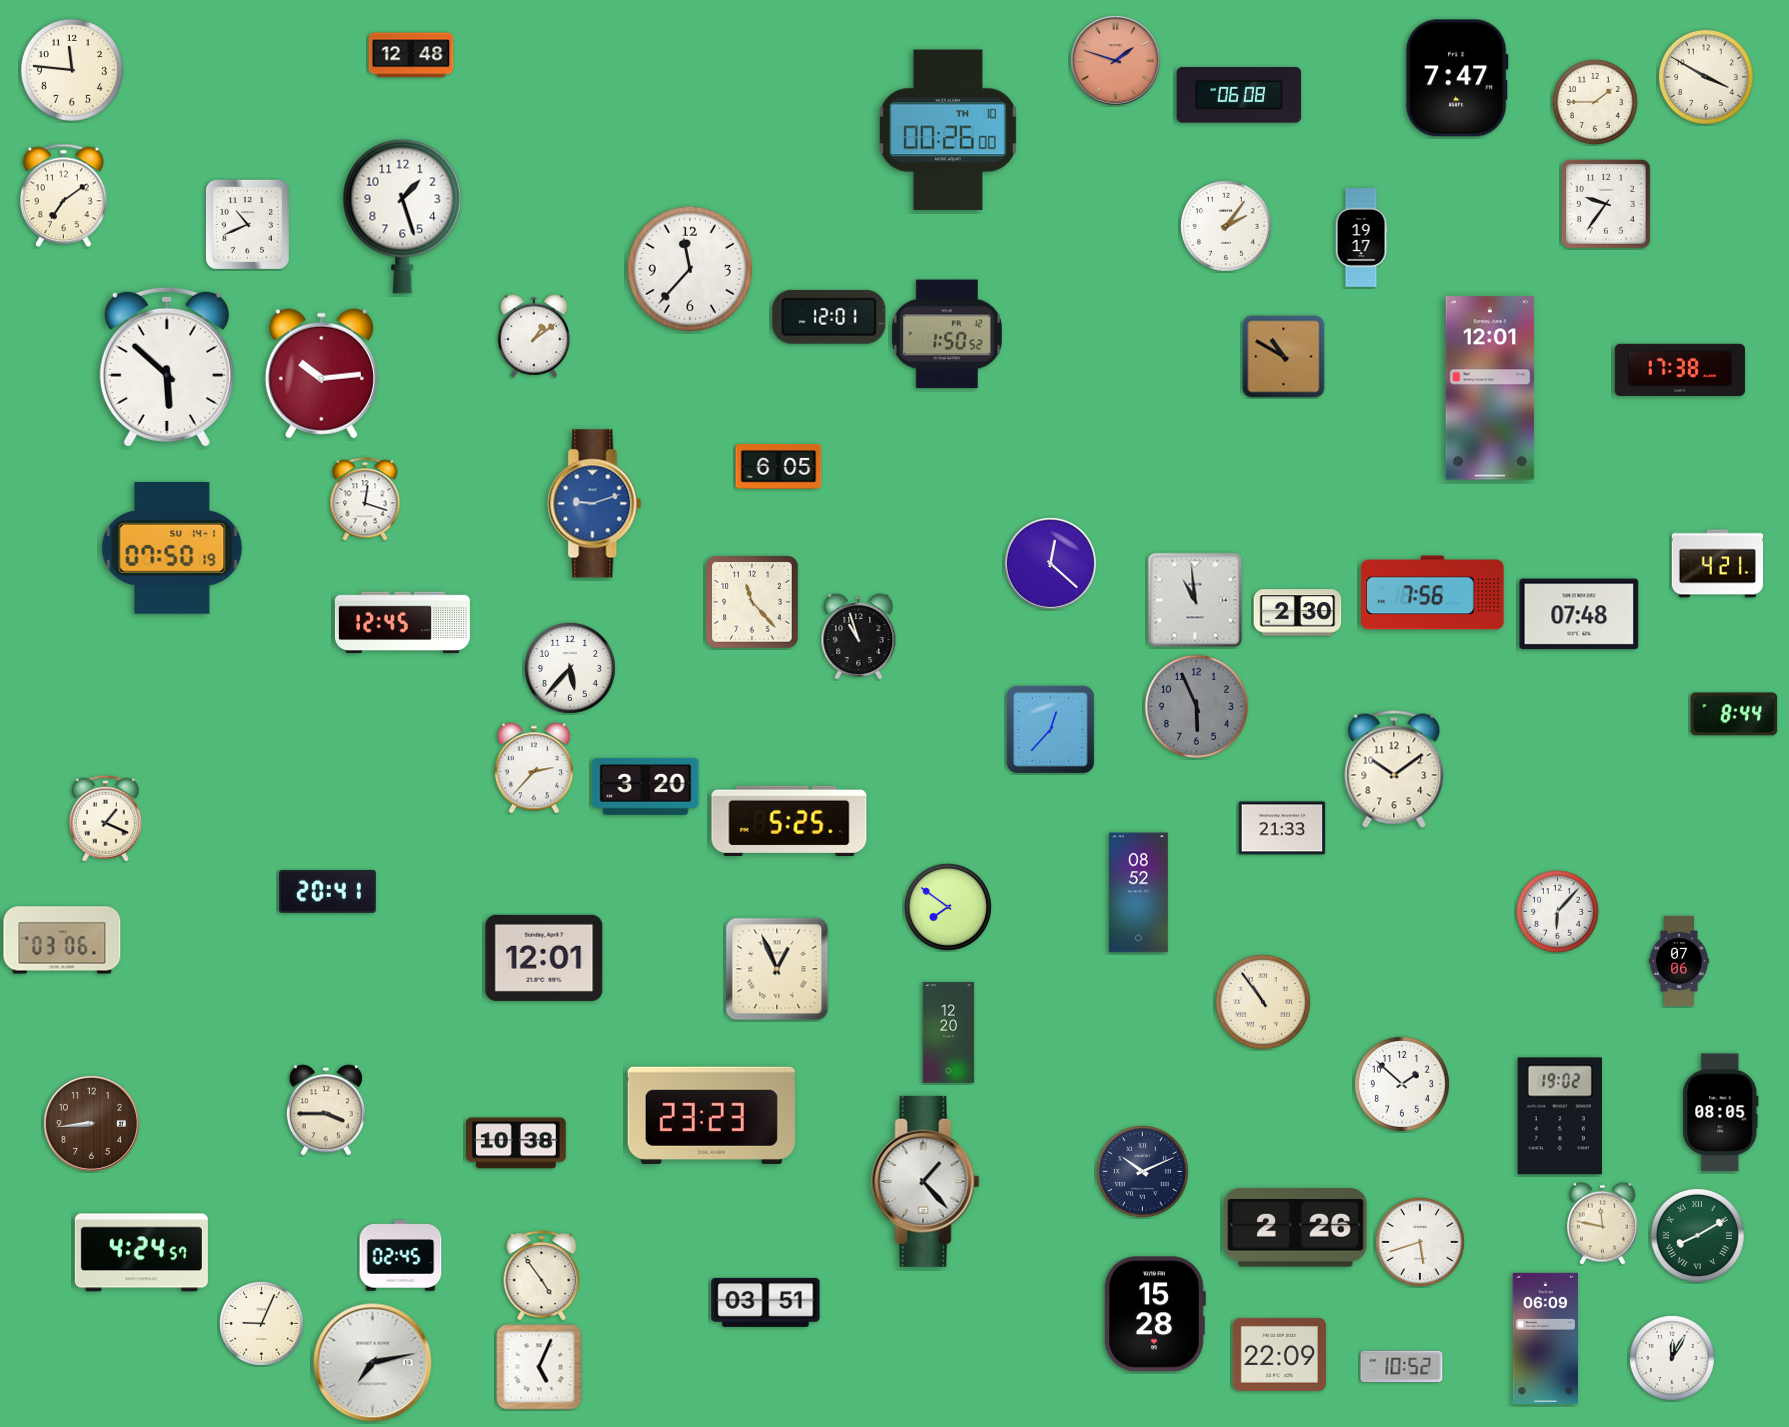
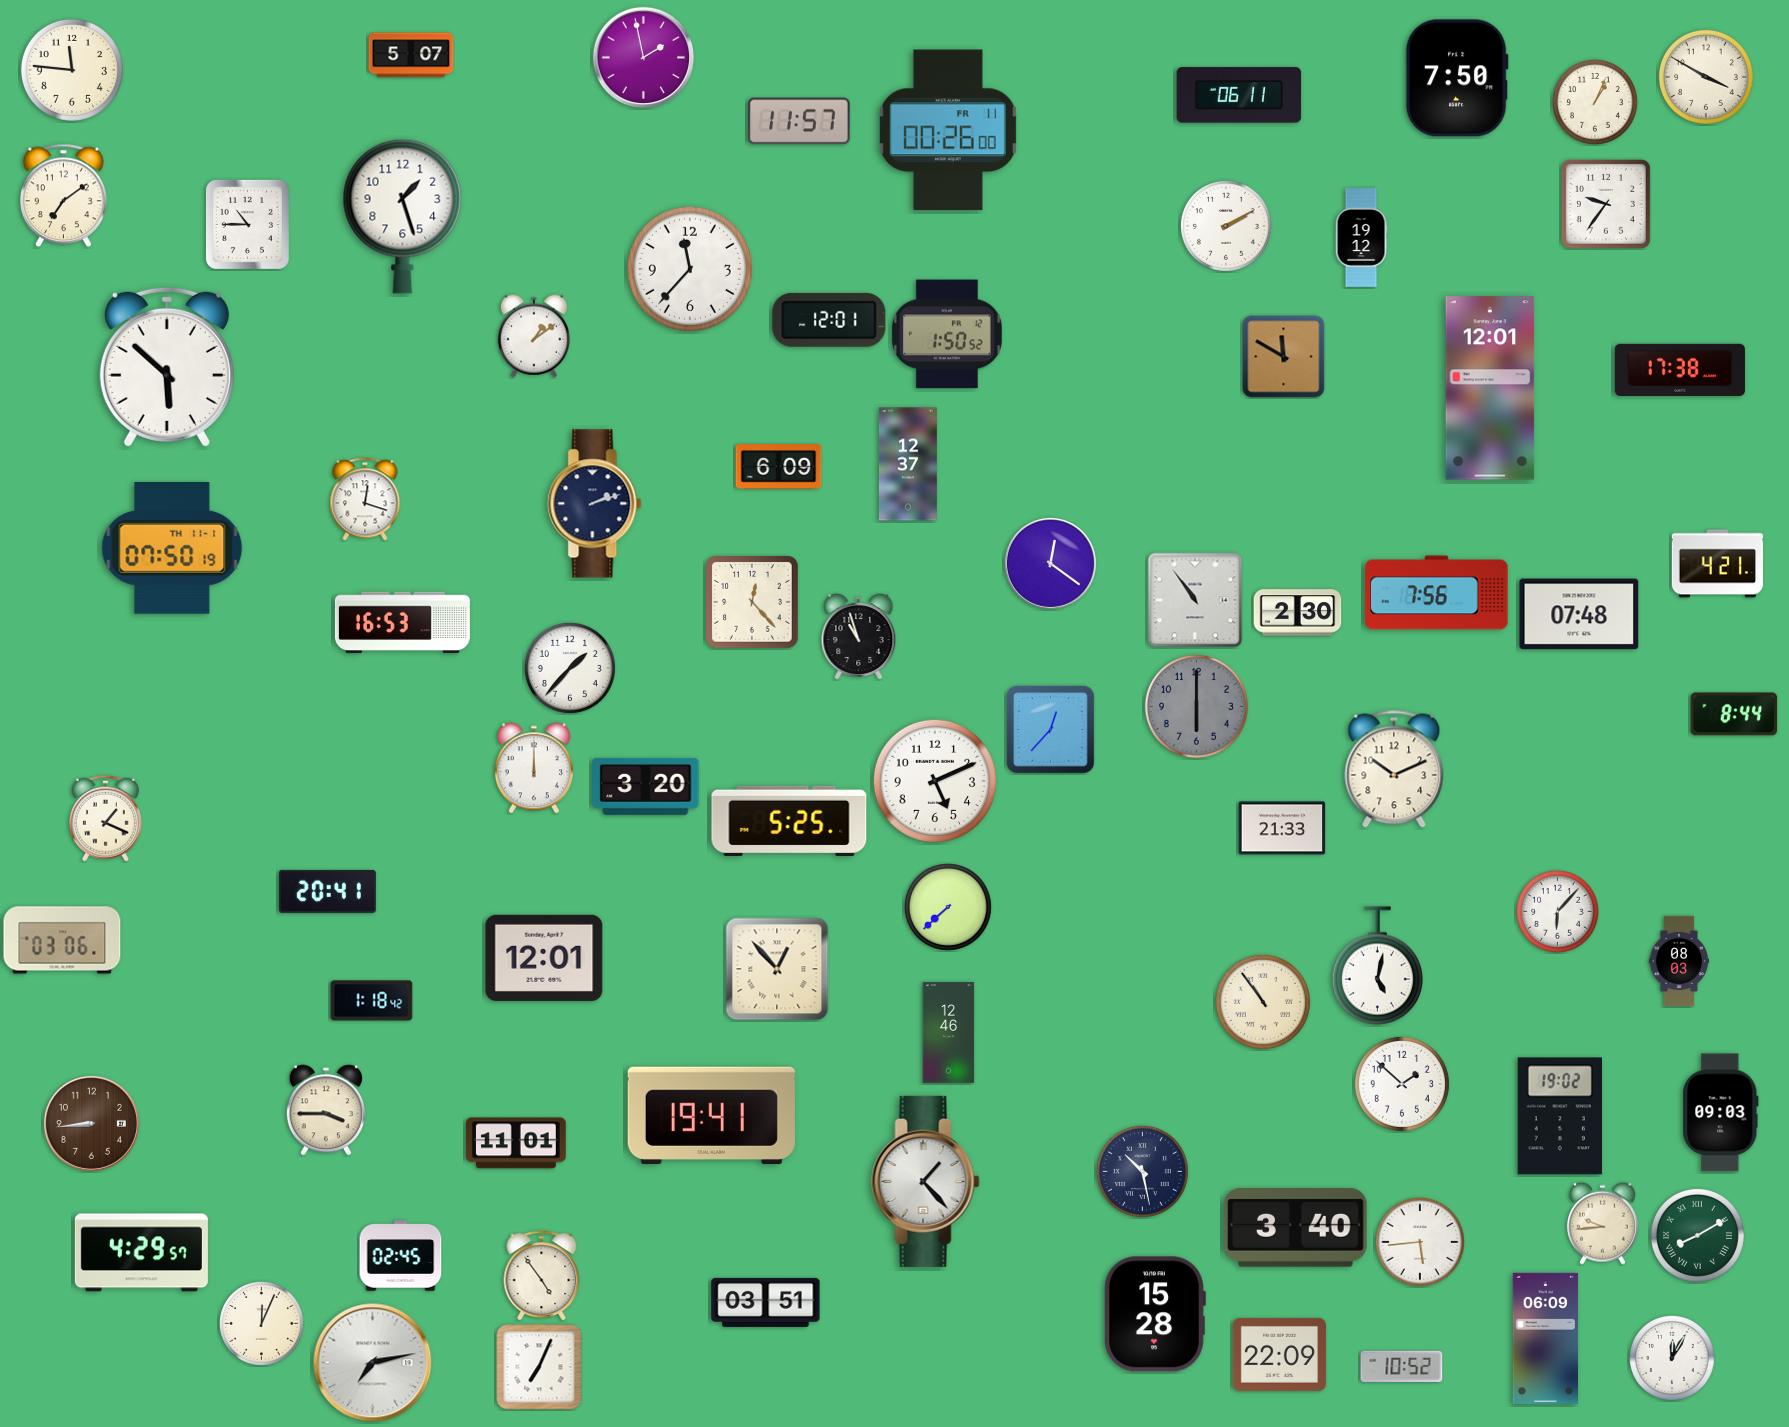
clock at (411, 55): 12:48 -> 5:07
clock at (643, 57): none -> 1:58
clock at (1115, 60): 1:48 -> none
clock at (1457, 78): 7:47 -> 7:50
clock at (1239, 95): 06:08 -> 06:11
clock at (1596, 103): 1:45 -> 1:04
clock at (799, 121): none -> 11:57
clock at (948, 130) date: TH 10 -> FR 11
clock at (247, 224): 10:41 -> 10:45
clock at (1226, 226): 2:06 -> 2:10
clock at (1361, 238): 19:17 -> 19:12
clock at (829, 317) position: (829, 317) -> (829, 320)
clock at (1284, 357): 10:50 -> 11:50
clock at (321, 374): 10:14 -> none
clock at (908, 464): none -> 12:37
clock at (779, 467): 6:05 -> 6:09
clock at (595, 504): 9:12 -> 2:12
clock at (595, 504) dial: blue -> navy
clock at (172, 549) date: SU 14-1 -> TH 11-1
clock at (1050, 563): 12:22 -> 12:21
clock at (1433, 593) position: (1433, 593) -> (1437, 593)
clock at (1195, 600): 10:59 -> 10:54
clock at (752, 602): 11:23 -> 12:23
clock at (402, 623): 12:45 -> 16:53
clock at (570, 668): 5:37 -> 1:37
clock at (1196, 706): 5:56 -> 6:00
clock at (534, 768): 2:37 -> 12:00
clock at (1394, 769): 10:09 -> 10:11
clock at (935, 781): none -> 5:11
clock at (1138, 893): 08:52 -> none
clock at (948, 907): 7:51 -> 7:38
clock at (1679, 961): 07:06 -> 08:03
clock at (1377, 966): none -> 5:02
clock at (777, 969): 12:56 -> 12:53
clock at (372, 1001): none -> 1:18
clock at (949, 1033): 12:20 -> 12:46
clock at (1721, 1113): 08:05 -> 09:03
clock at (711, 1115): 23:23 -> 19:41
clock at (517, 1143): 10:38 -> 11:01
clock at (1142, 1171): 10:11 -> 10:28
clock at (1602, 1223): 11:47 -> 9:44
clock at (1296, 1228): 2:26 -> 3:40
clock at (1420, 1242): 5:42 -> 5:44
clock at (141, 1253): 4:24 -> 4:29
clock at (262, 1324): 9:04 -> 12:04
clock at (539, 1367): 5:04 -> 7:04
